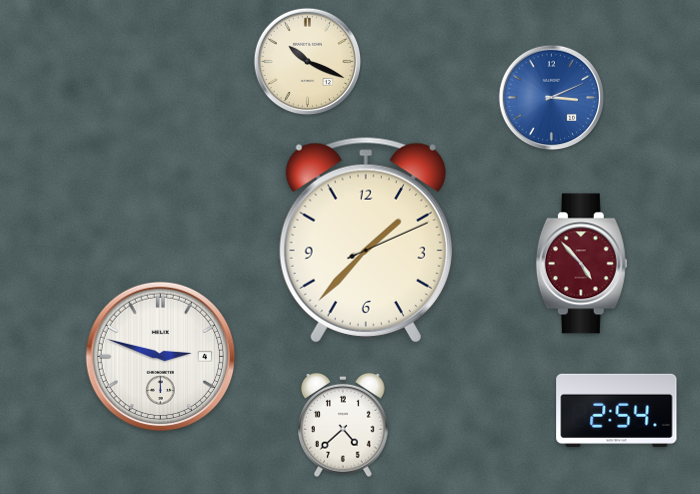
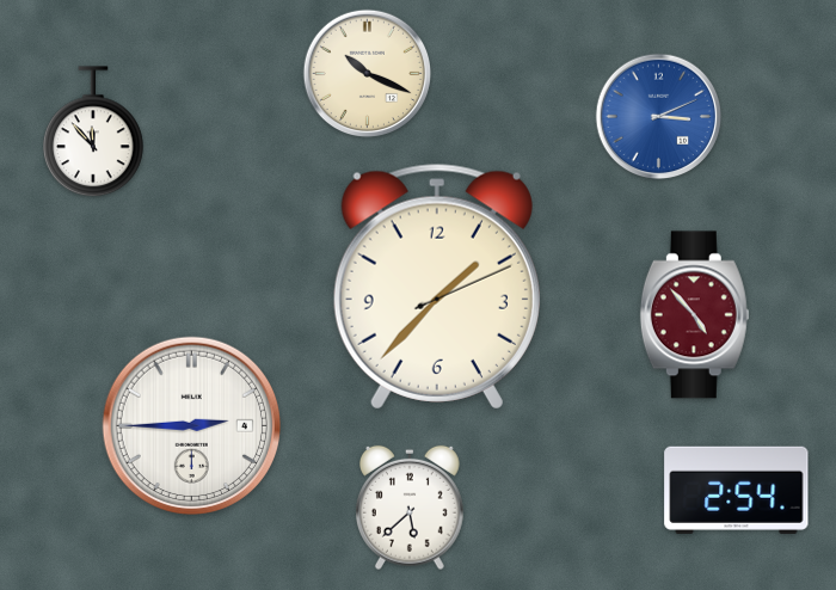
clock at (94, 133): none -> 11:53
clock at (160, 356): 2:48 -> 2:45
clock at (344, 425): 4:38 -> 5:38
